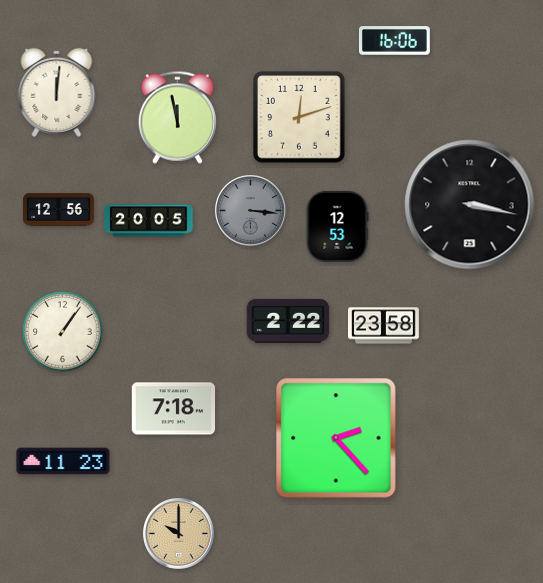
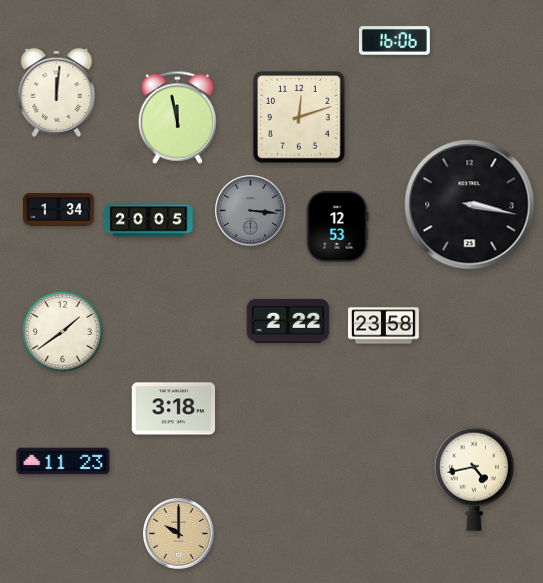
clock at (59, 210): 12:56 -> 1:34
clock at (63, 332): 1:06 -> 1:39
clock at (174, 409): 7:18 -> 3:18
clock at (336, 438): 2:23 -> none
clock at (474, 479): none -> 4:43
